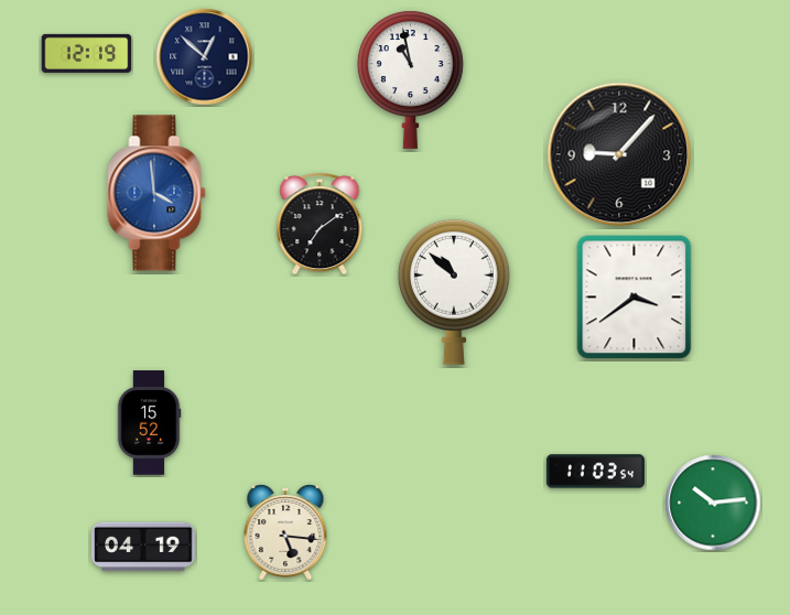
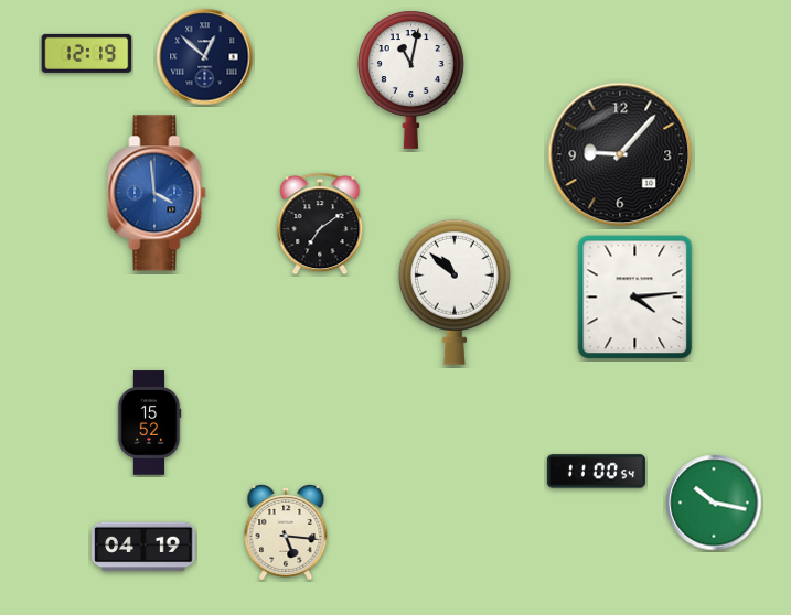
clock at (410, 79): 10:58 -> 11:02
clock at (635, 298): 3:39 -> 4:14
clock at (595, 472): 11:03 -> 11:00
clock at (713, 503): 10:14 -> 10:17
